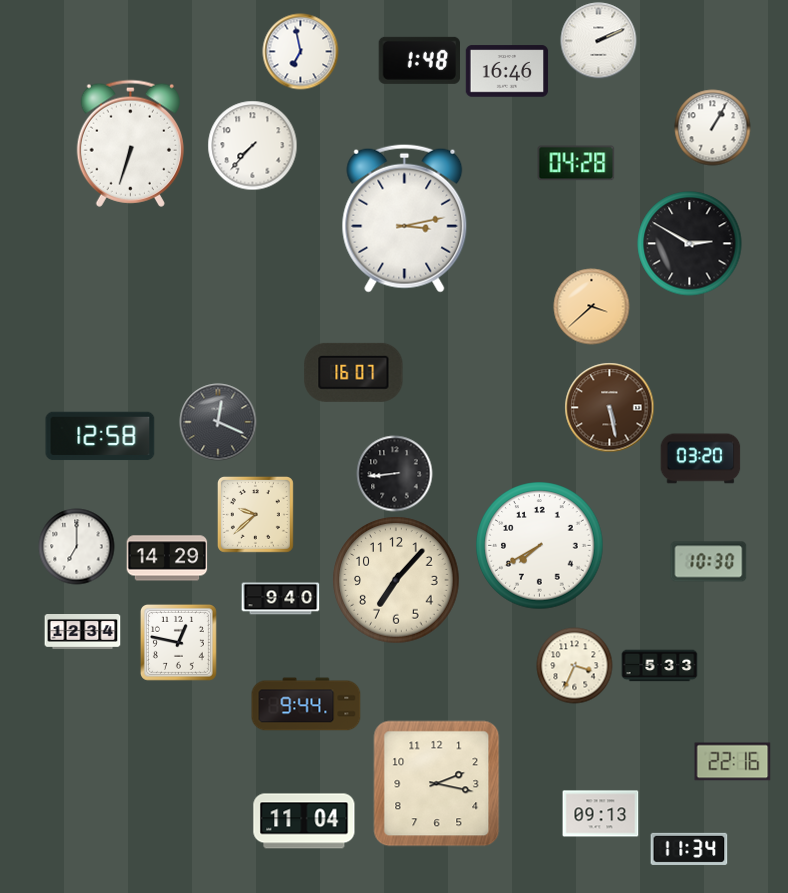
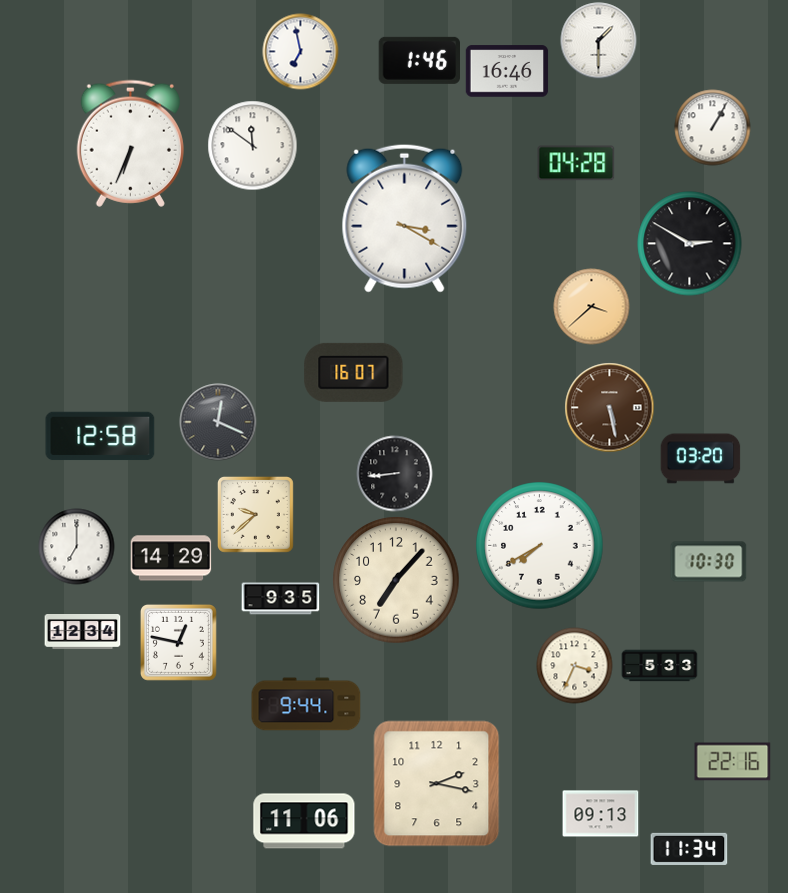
clock at (599, 41): 2:11 -> 1:30
clock at (419, 60): 1:48 -> 1:46
clock at (130, 143): 6:33 -> 6:34
clock at (253, 146): 7:37 -> 11:51
clock at (405, 218): 3:13 -> 3:20
clock at (167, 558) position: (167, 558) -> (171, 558)
clock at (281, 599): 9:40 -> 9:35
clock at (304, 821): 11:04 -> 11:06
